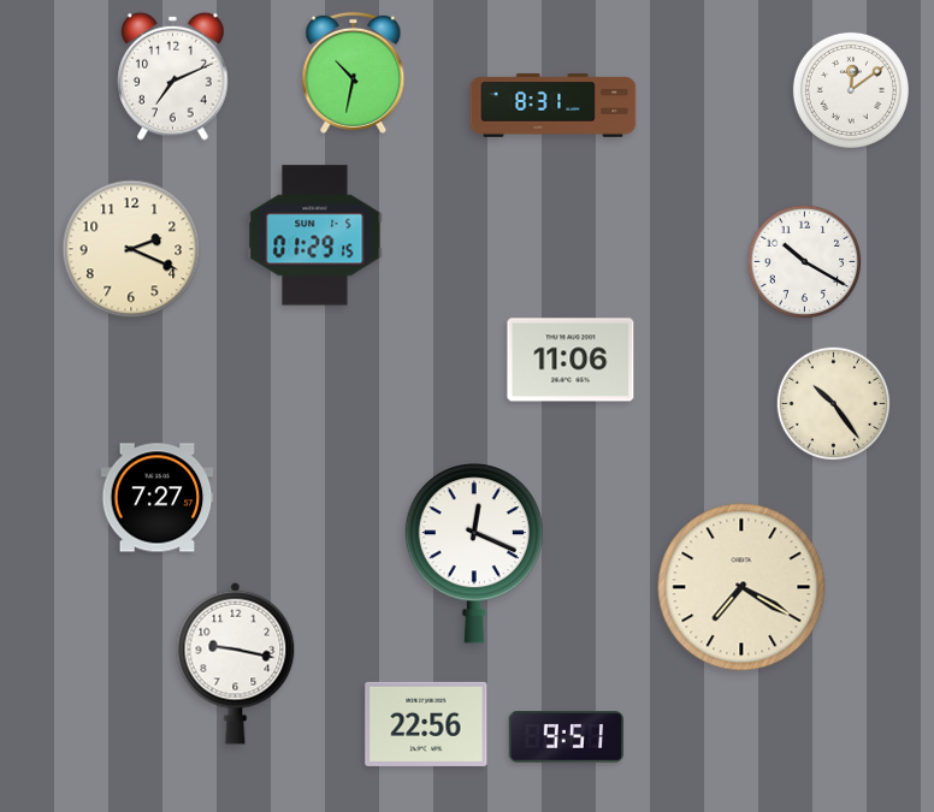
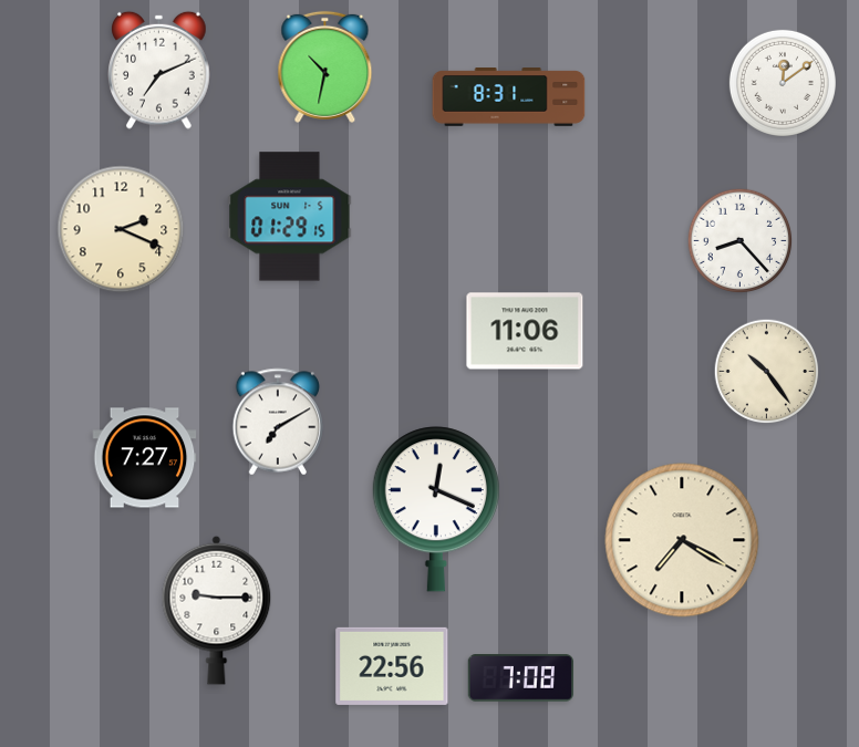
clock at (805, 262): 10:20 -> 8:23
clock at (278, 422): none -> 7:10
clock at (236, 663): 9:17 -> 9:15
clock at (566, 737): 9:51 -> 7:08
